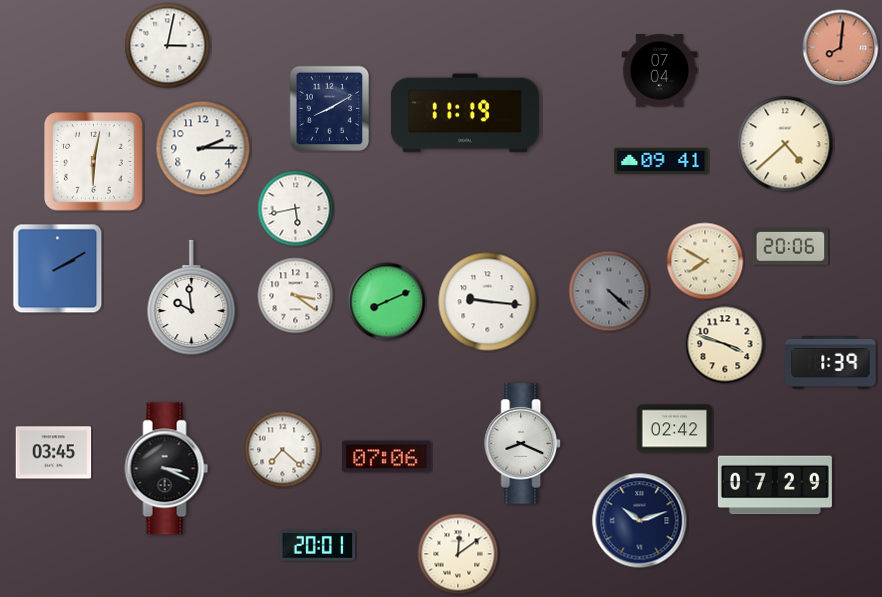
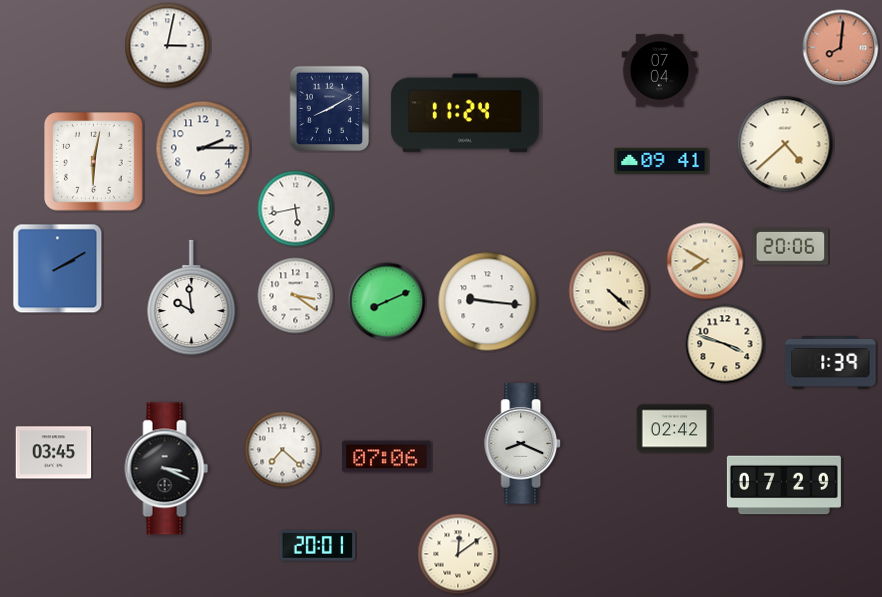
clock at (465, 113): 11:19 -> 11:24
clock at (609, 291) dial: grey -> cream
clock at (775, 485) position: (775, 485) -> (784, 485)
clock at (640, 521): 10:12 -> none
